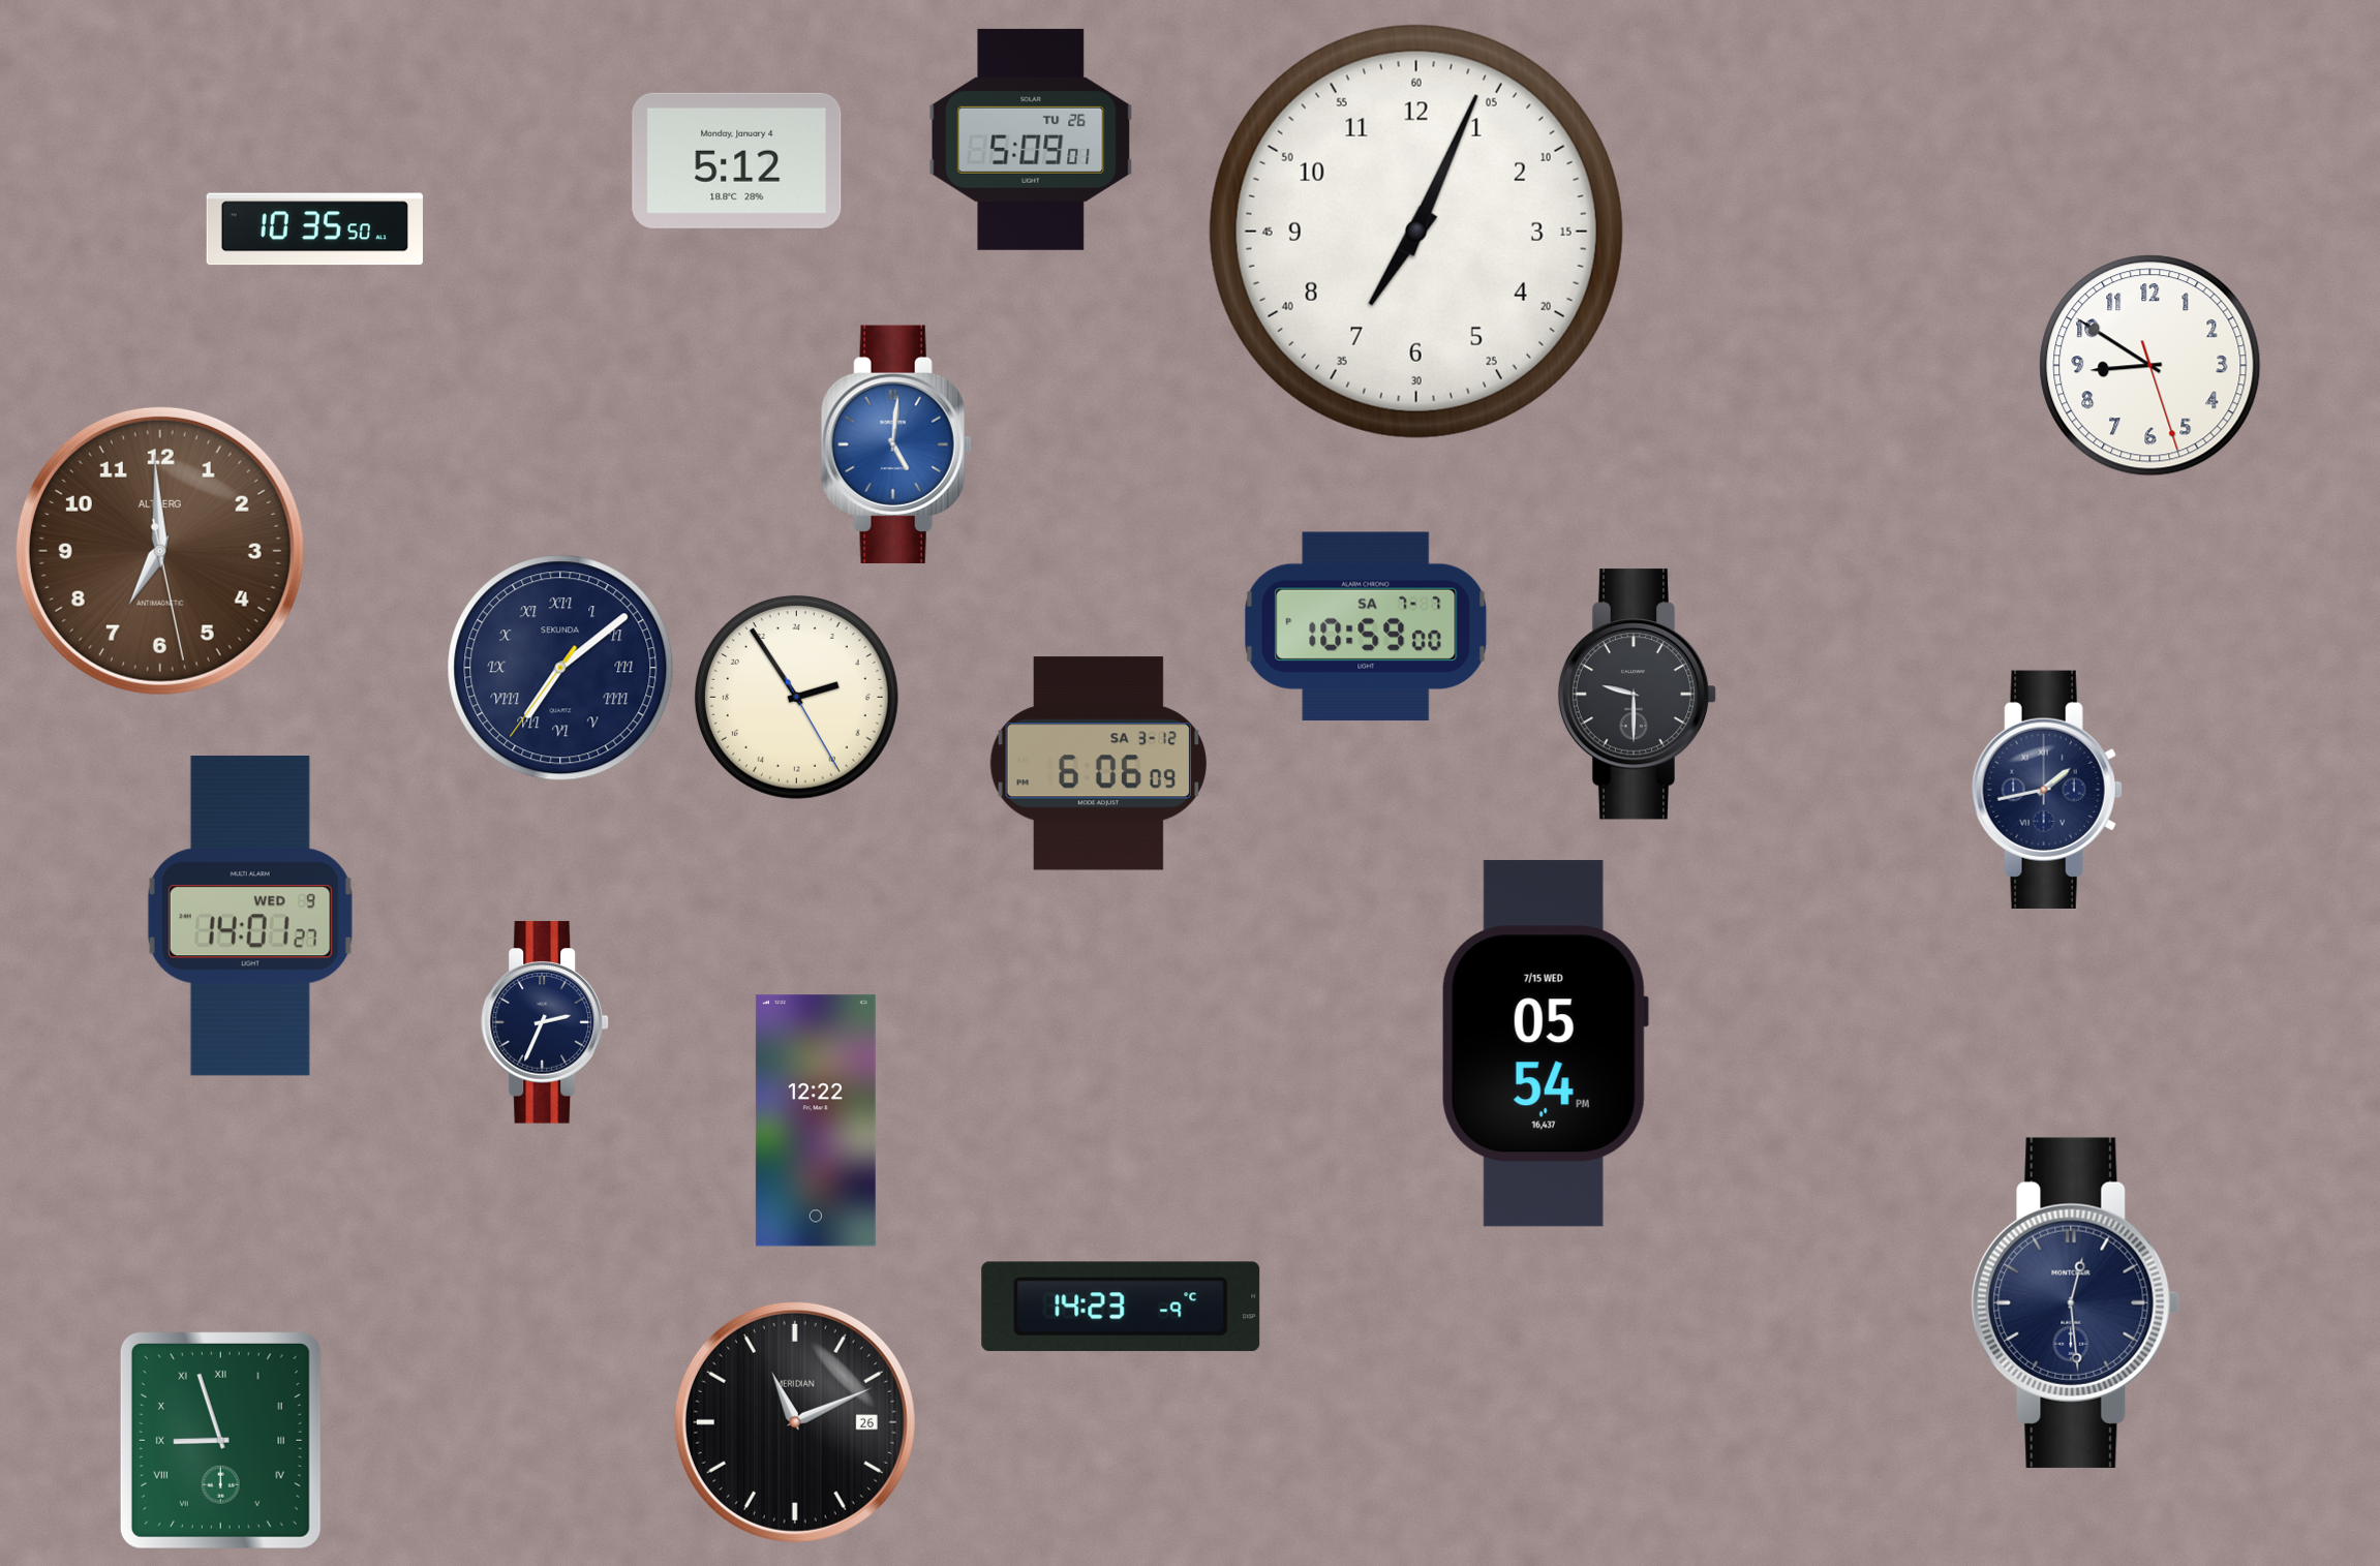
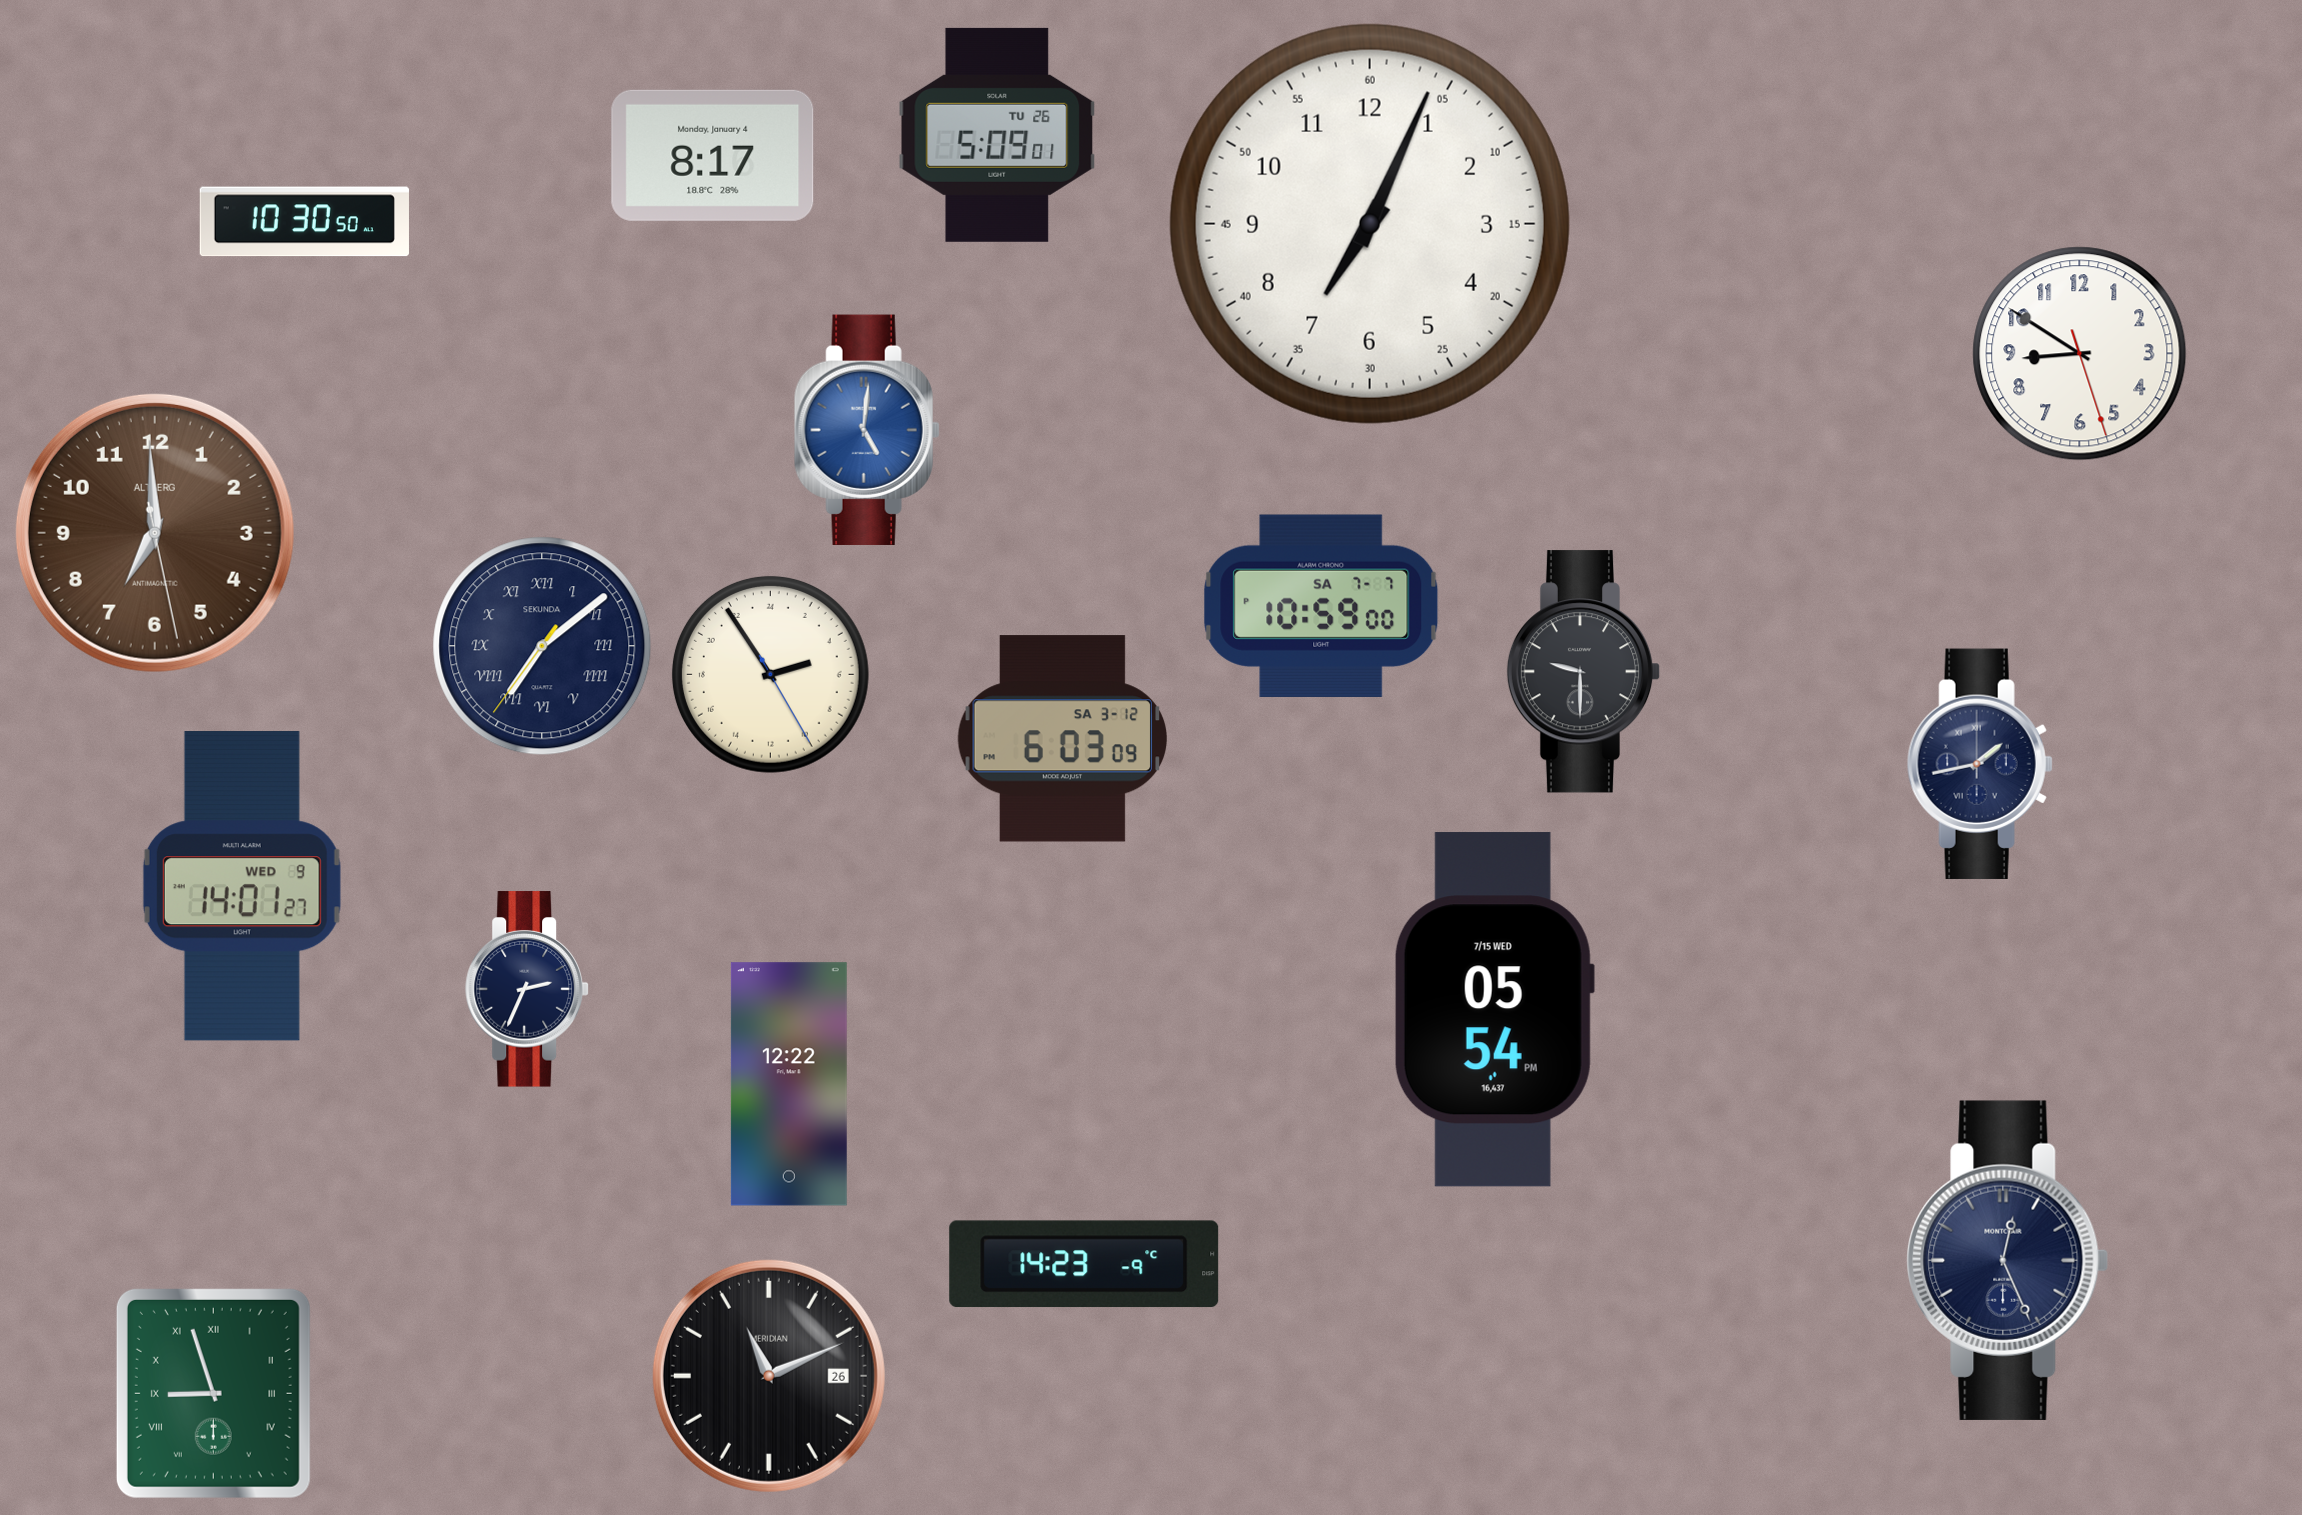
clock at (737, 160): 5:12 -> 8:17
clock at (314, 229): 10:35 -> 10:30
clock at (1099, 764): 6:06 -> 6:03
clock at (2076, 1302): 12:29 -> 12:26
